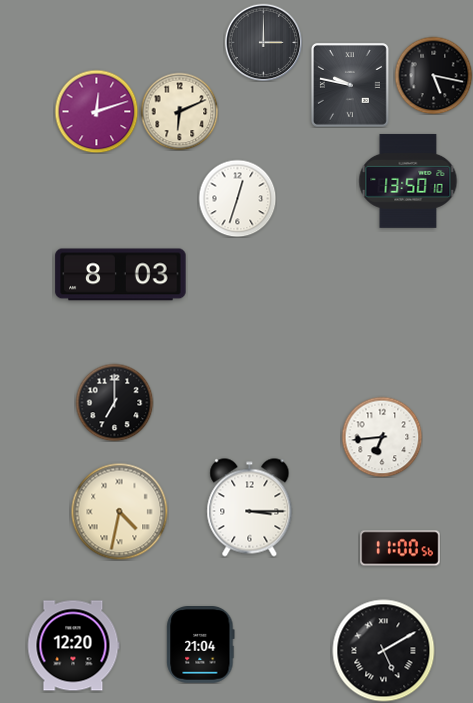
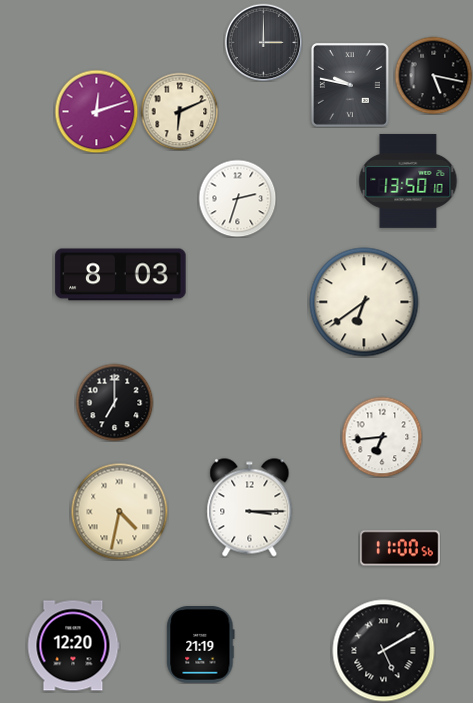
clock at (237, 198): 12:33 -> 2:33
clock at (364, 302): none -> 6:39
clock at (201, 645): 21:04 -> 21:19
